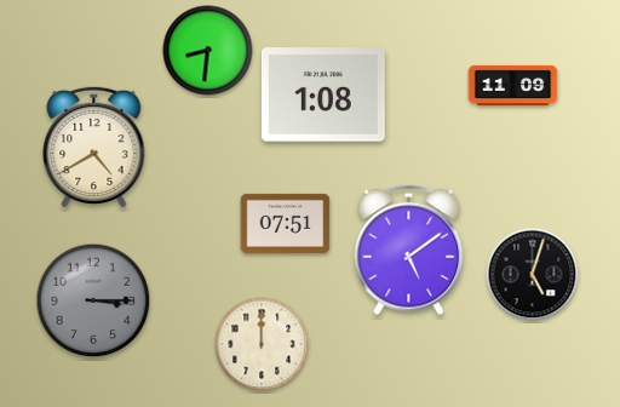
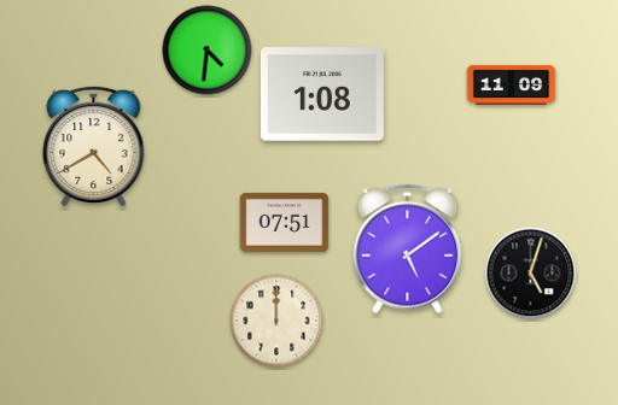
clock at (208, 51): 8:31 -> 4:31
clock at (93, 300): 3:15 -> none
clock at (262, 344) position: (262, 344) -> (276, 321)
